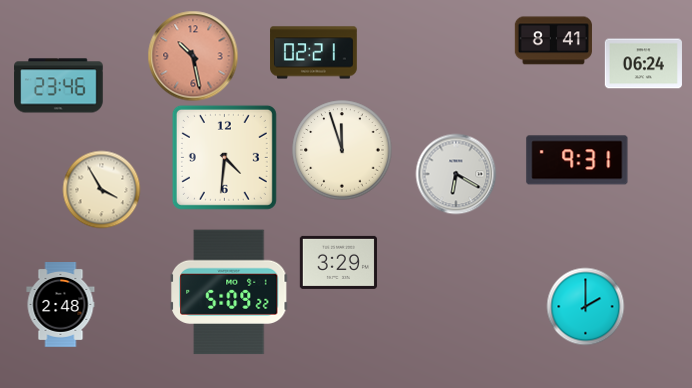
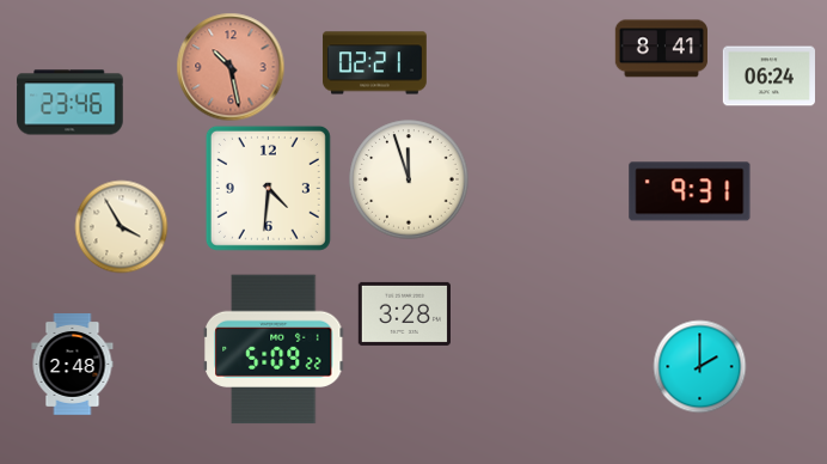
clock at (456, 174): 6:20 -> none
clock at (338, 262): 3:29 -> 3:28
